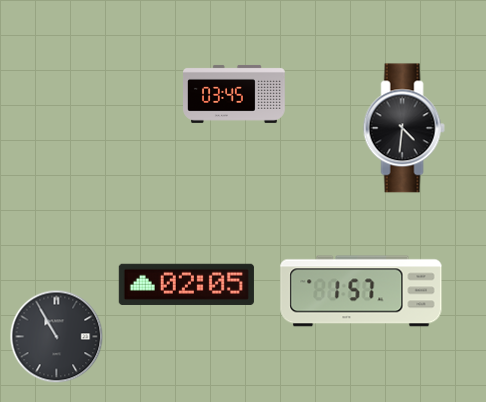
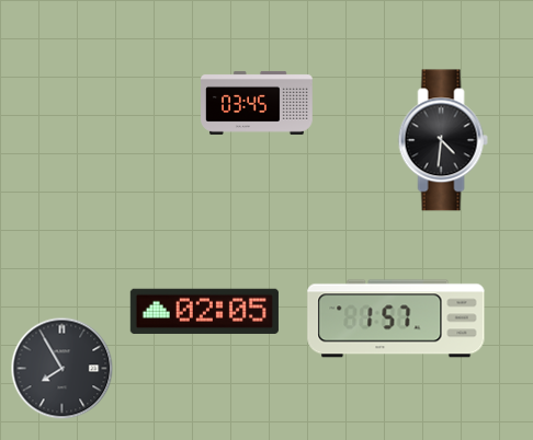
clock at (57, 337): 10:55 -> 7:55
